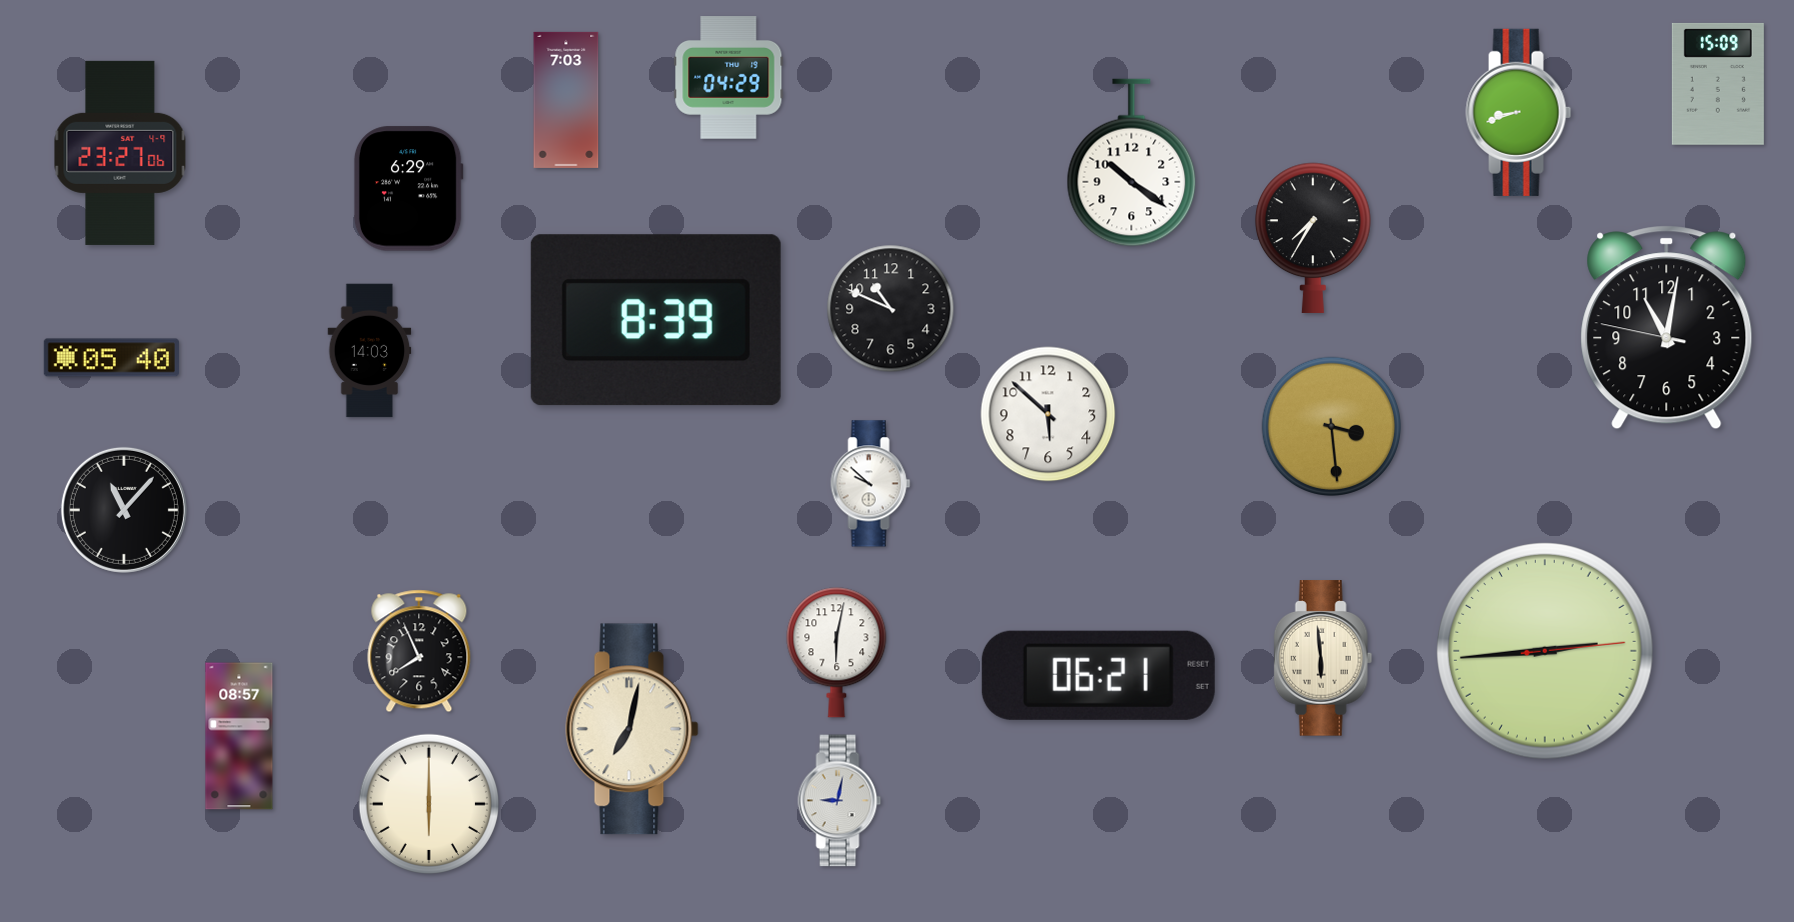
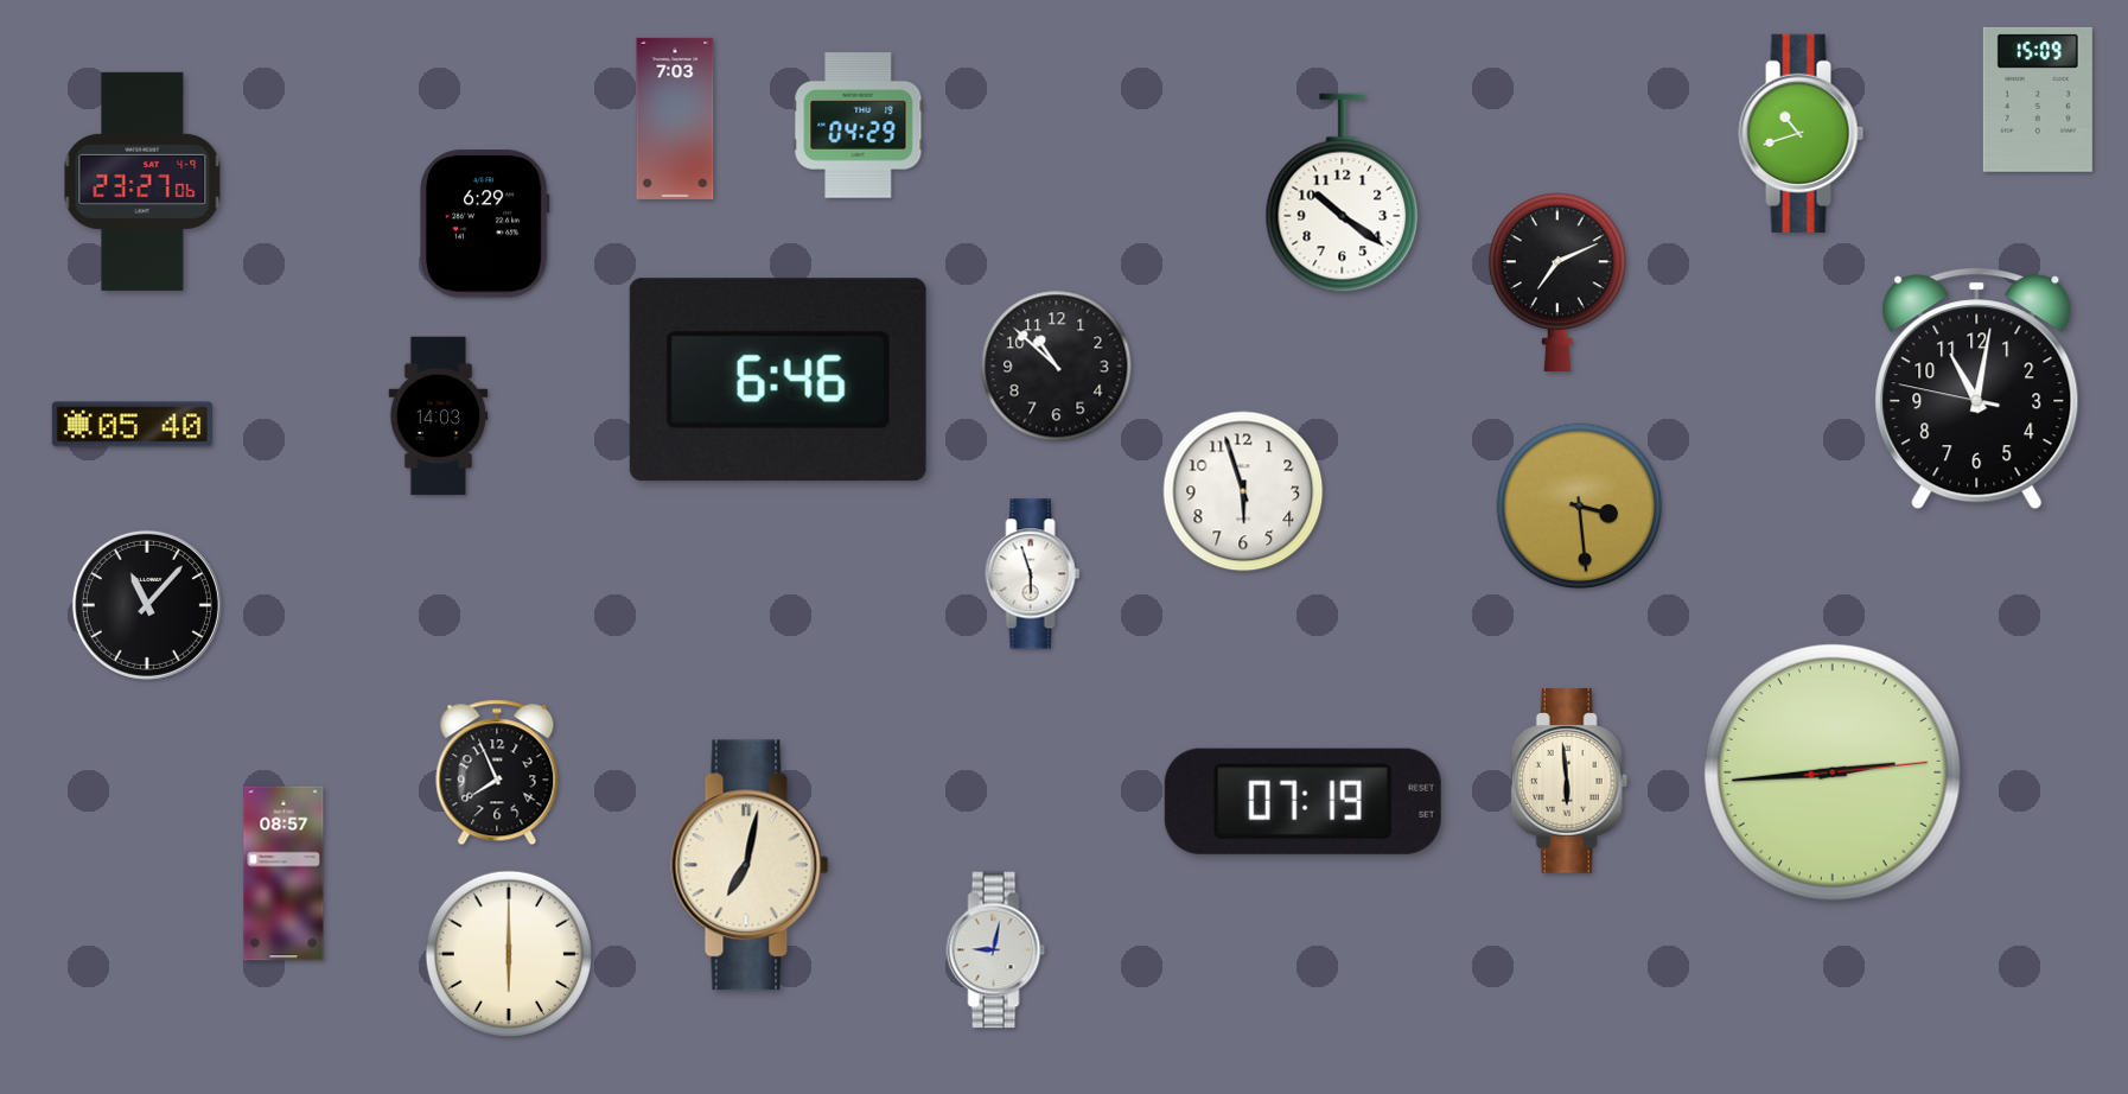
clock at (729, 78) position: (729, 78) -> (859, 126)
clock at (566, 100) position: (566, 100) -> (675, 119)
clock at (1519, 112): 8:42 -> 10:42
clock at (1313, 238): 7:35 -> 7:11
clock at (891, 309): 10:49 -> 10:52
clock at (656, 320): 8:39 -> 6:46
clock at (1048, 414): 5:52 -> 5:57
clock at (871, 484): 9:52 -> 5:57
clock at (837, 653): 6:02 -> none
clock at (1098, 675): 06:21 -> 07:19
